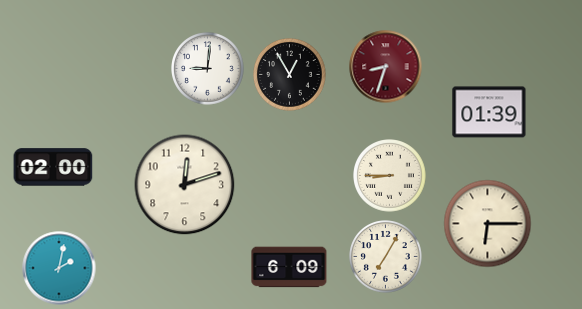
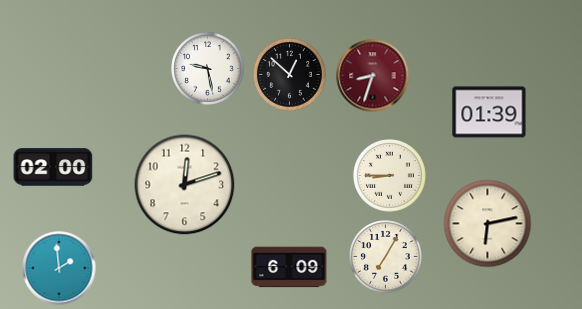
clock at (386, 67) position: (386, 67) -> (373, 76)
clock at (208, 69): 9:01 -> 9:28
clock at (290, 75): 12:55 -> 12:52
clock at (488, 224): 6:15 -> 6:13
clock at (59, 268): 2:02 -> 1:59
